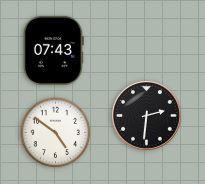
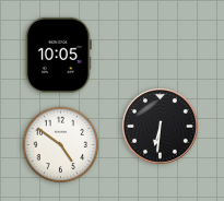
clock at (53, 50): 07:43 -> 10:05
clock at (146, 115): 2:31 -> 6:31
